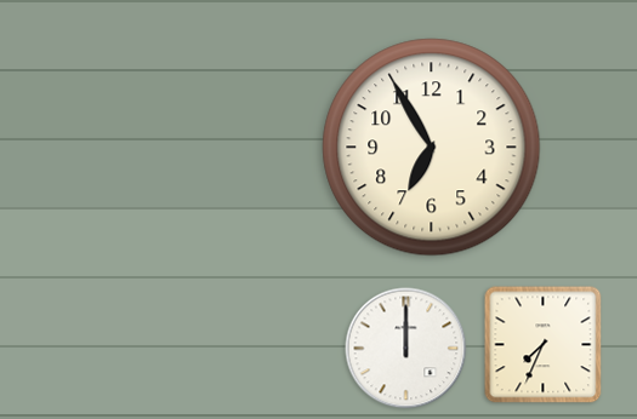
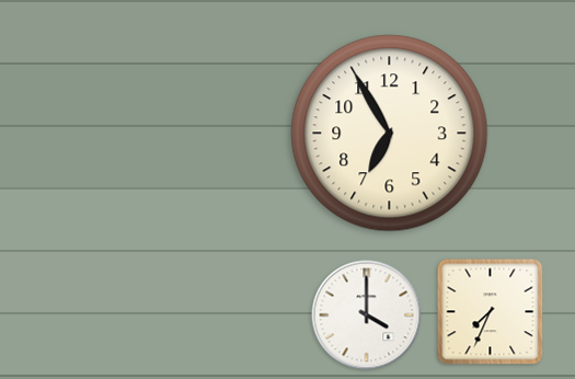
clock at (406, 349): 12:00 -> 4:00
